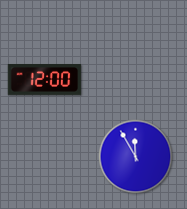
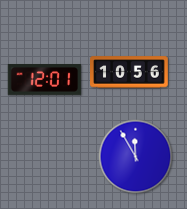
clock at (129, 72): none -> 10:56
clock at (45, 80): 12:00 -> 12:01
